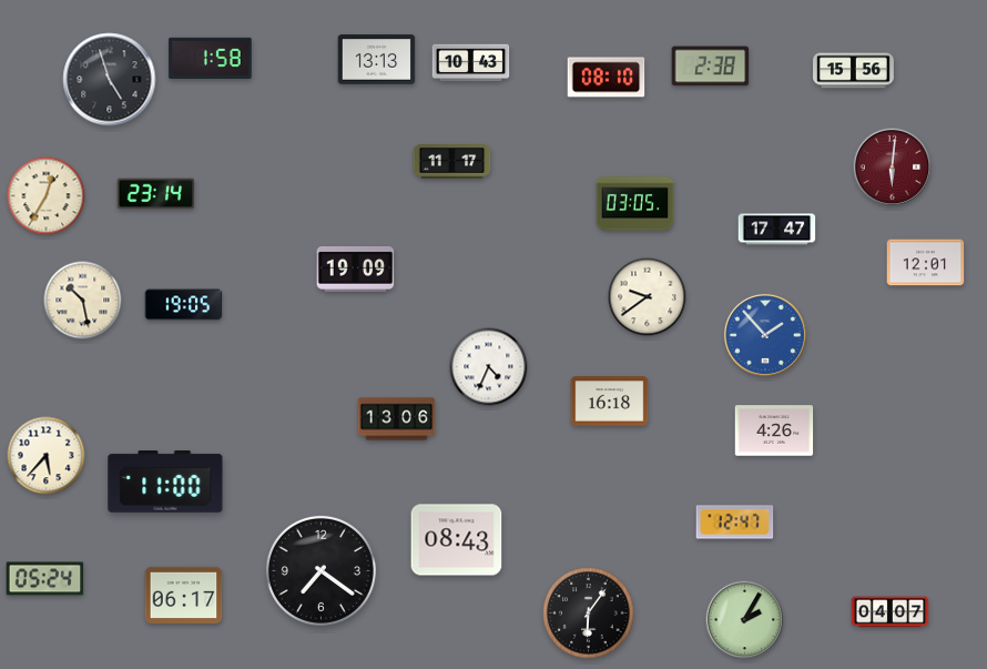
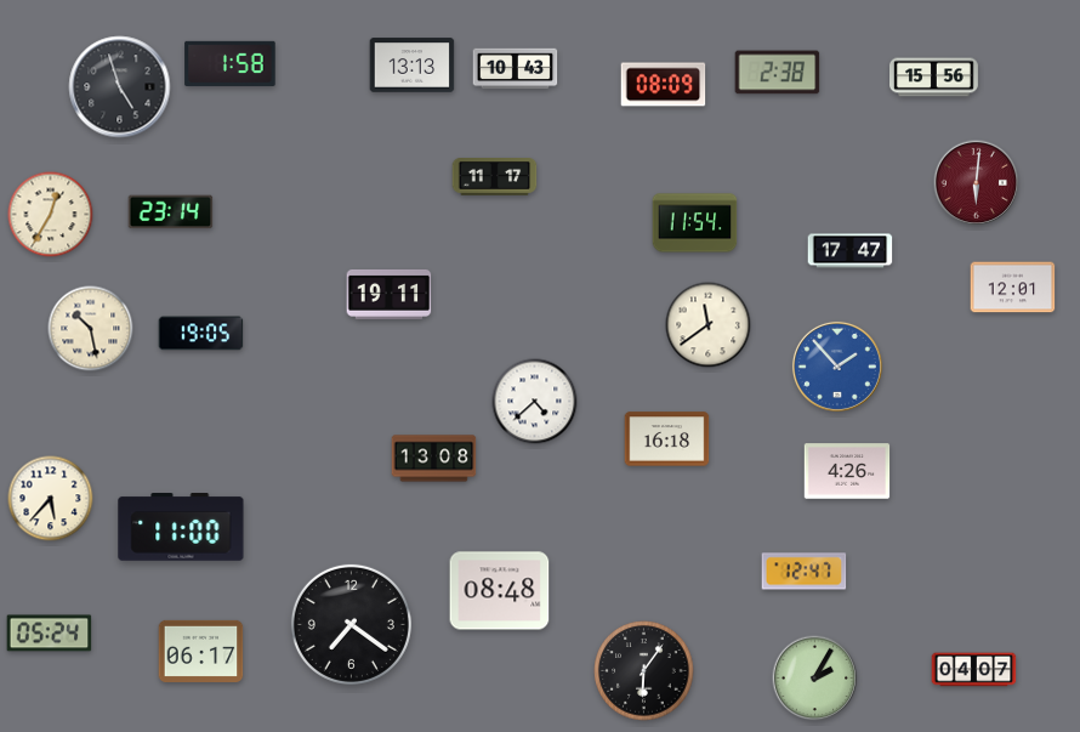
clock at (607, 78): 08:10 -> 08:09
clock at (635, 204): 03:05 -> 11:54
clock at (356, 268): 19:09 -> 19:11
clock at (648, 297): 9:39 -> 11:39
clock at (489, 367): 4:34 -> 4:38
clock at (397, 419): 13:06 -> 13:08
clock at (457, 540): 08:43 -> 08:48
